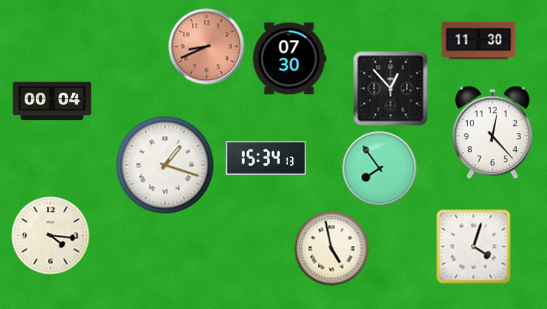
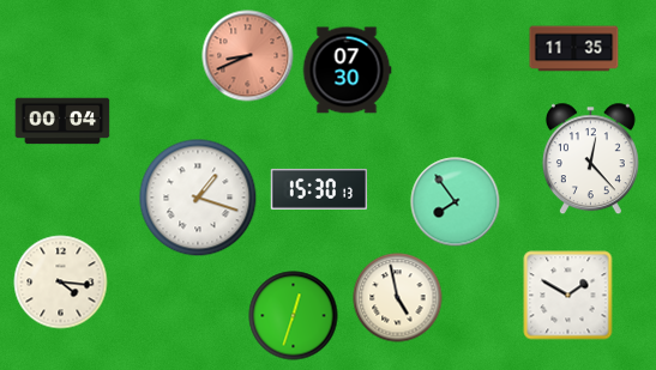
clock at (479, 41): 11:30 -> 11:35
clock at (391, 89): 12:53 -> none
clock at (266, 158): 15:34 -> 15:30
clock at (474, 247): 4:03 -> 1:50
clock at (294, 316): none -> 12:33
